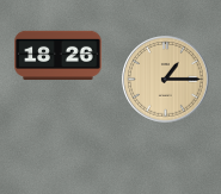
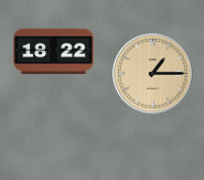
clock at (59, 56): 18:26 -> 18:22
